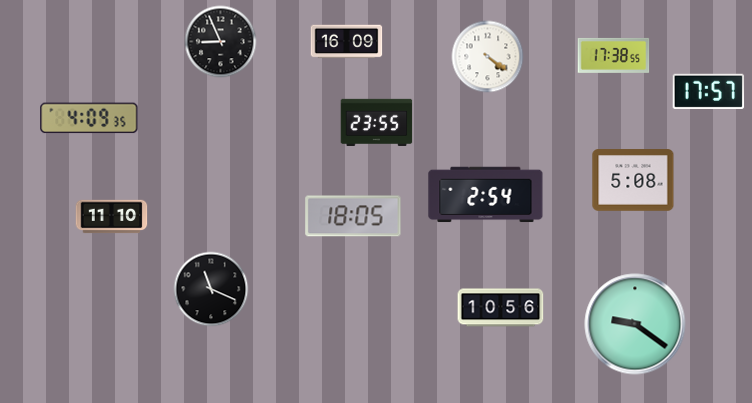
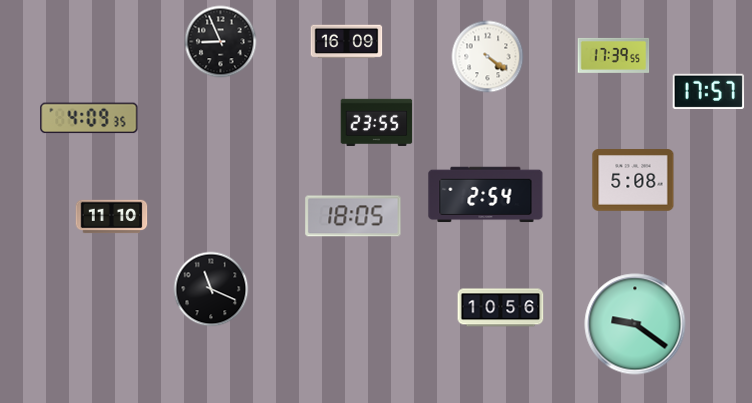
clock at (614, 55): 17:38 -> 17:39
